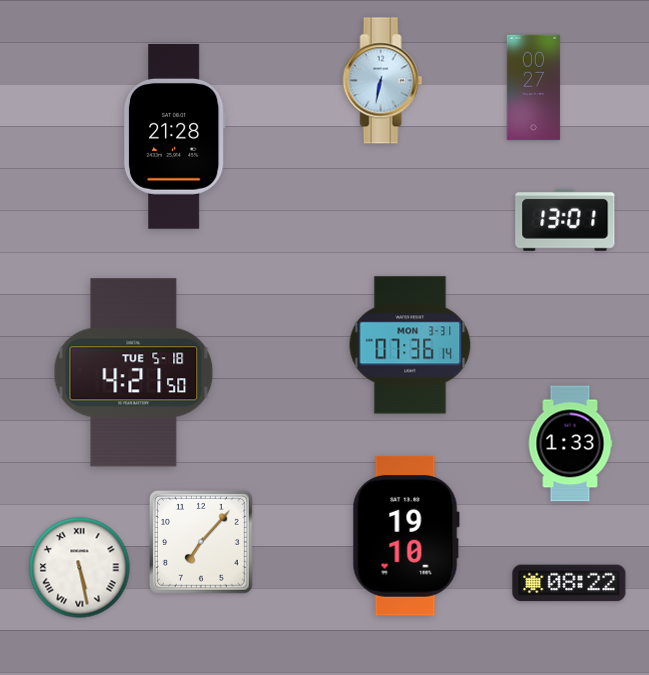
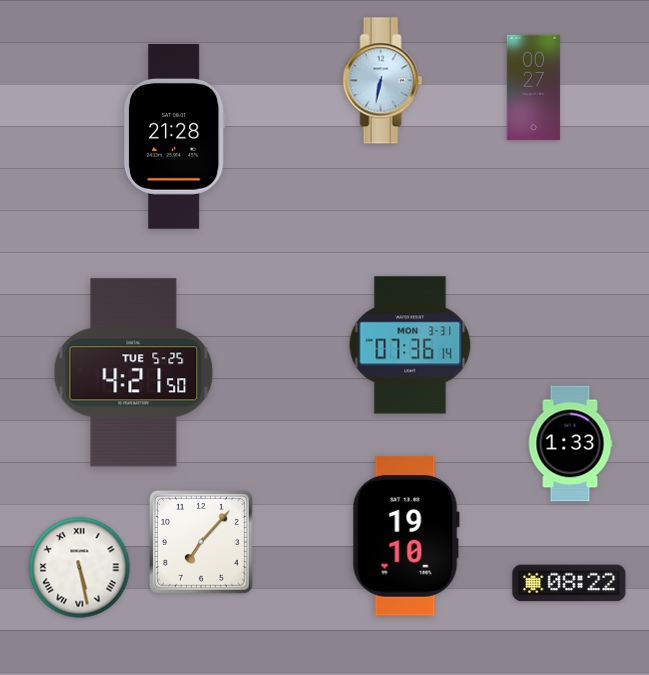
clock at (565, 220): 13:01 -> none
clock at (134, 373) date: TUE 5-18 -> TUE 5-25
